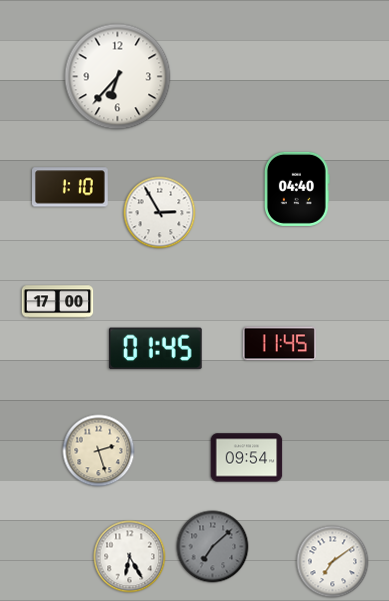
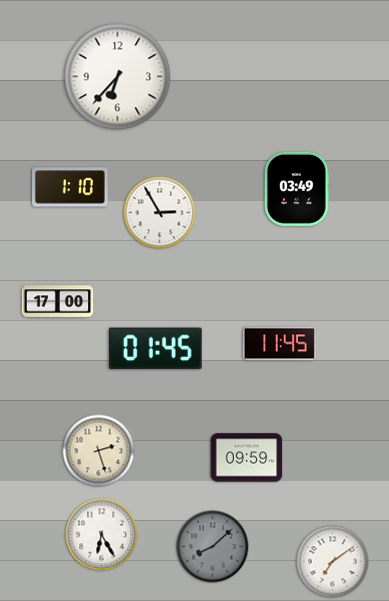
clock at (297, 189): 04:40 -> 03:49
clock at (247, 458): 09:54 -> 09:59
clock at (213, 547): 7:08 -> 8:08
clock at (130, 557) position: (130, 557) -> (102, 535)
